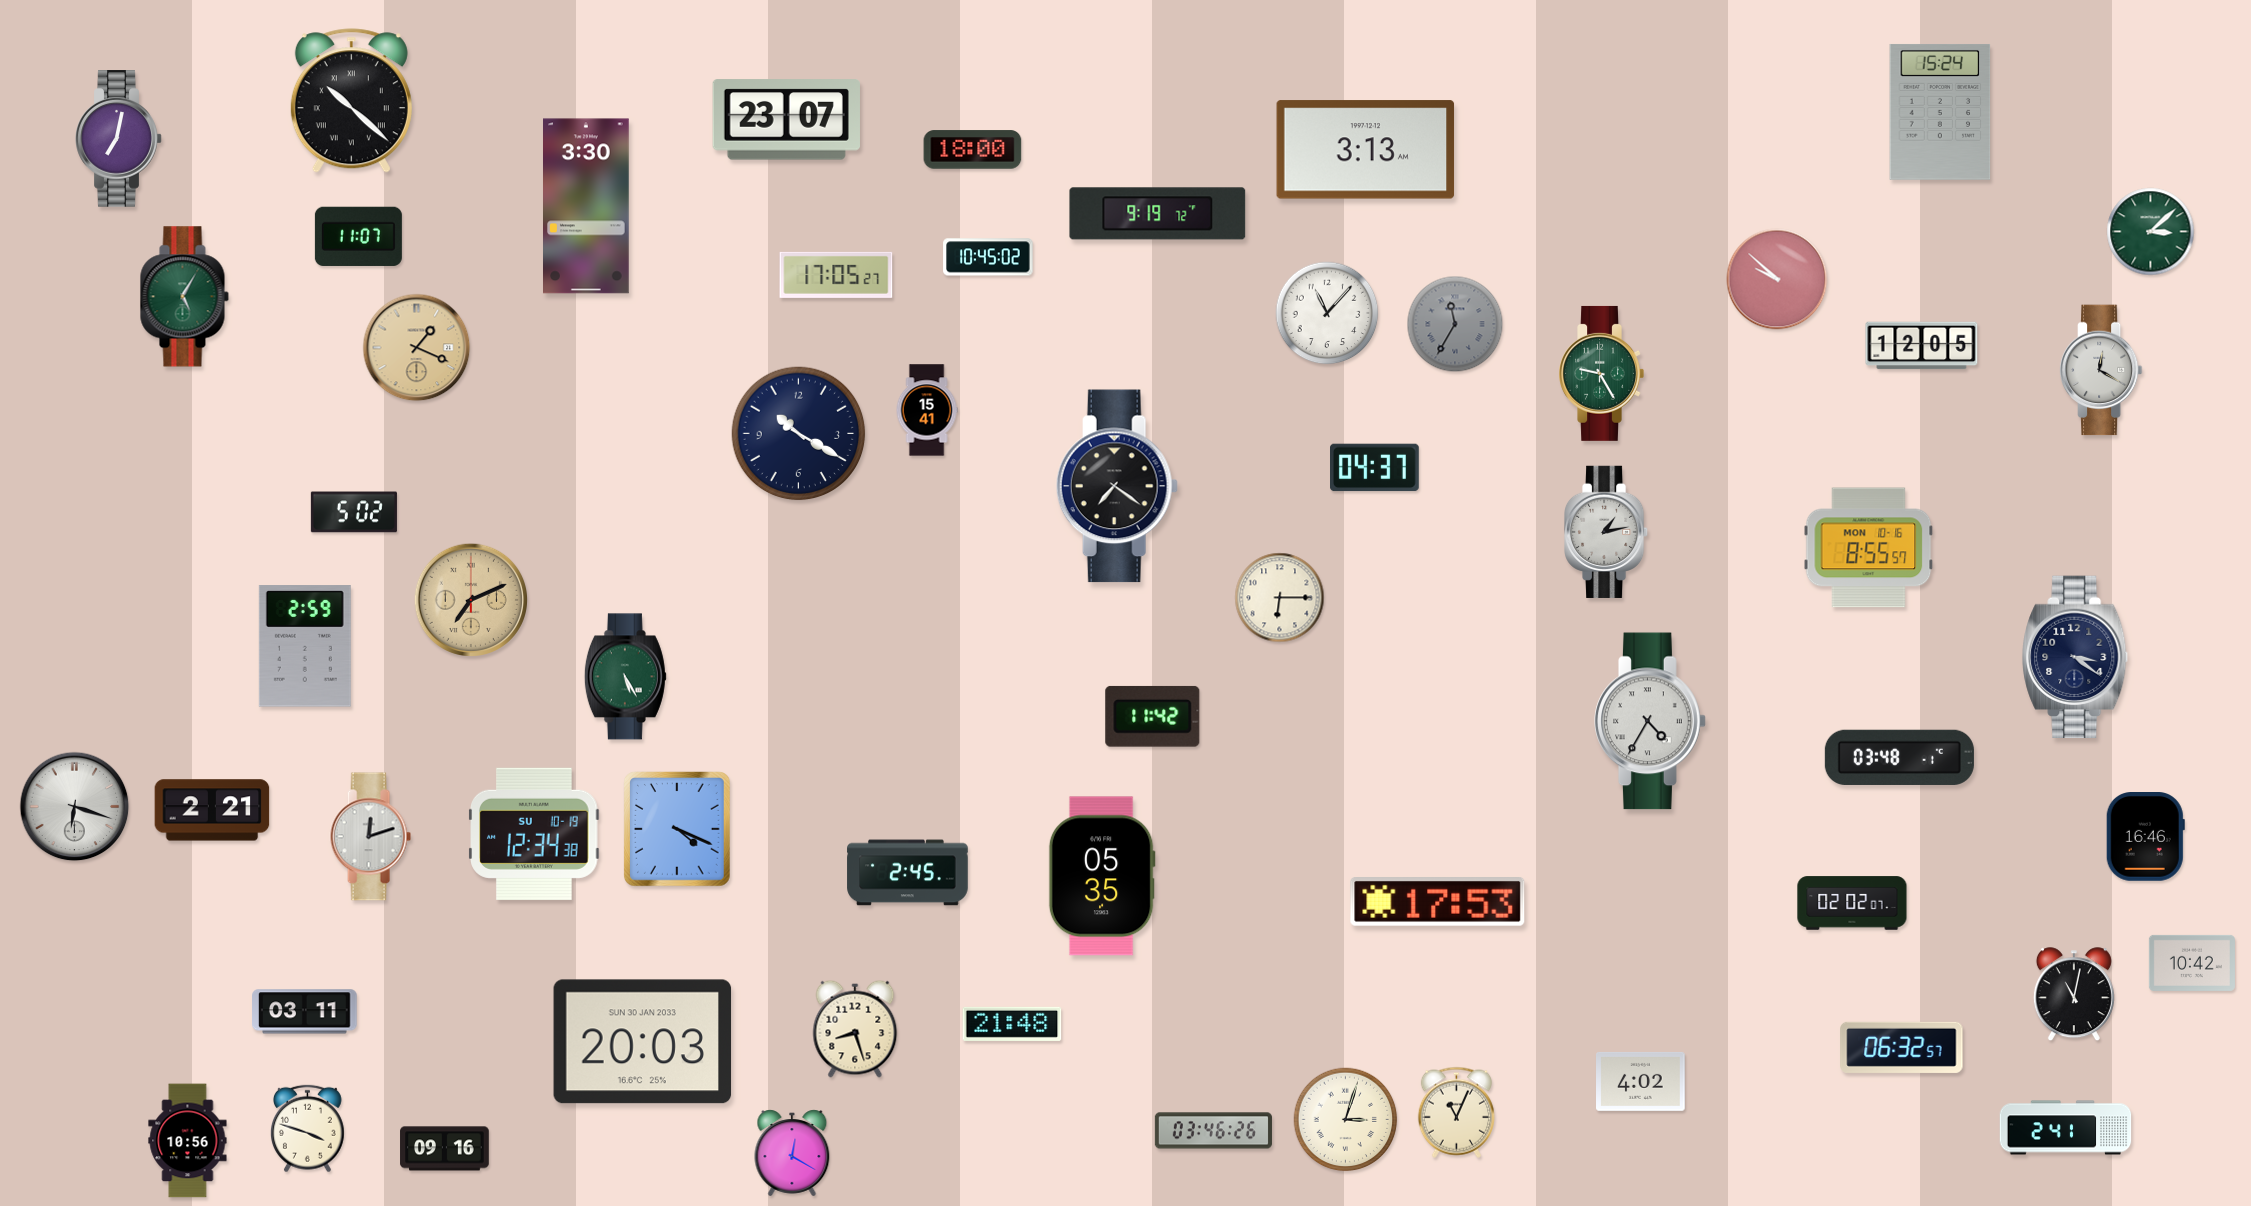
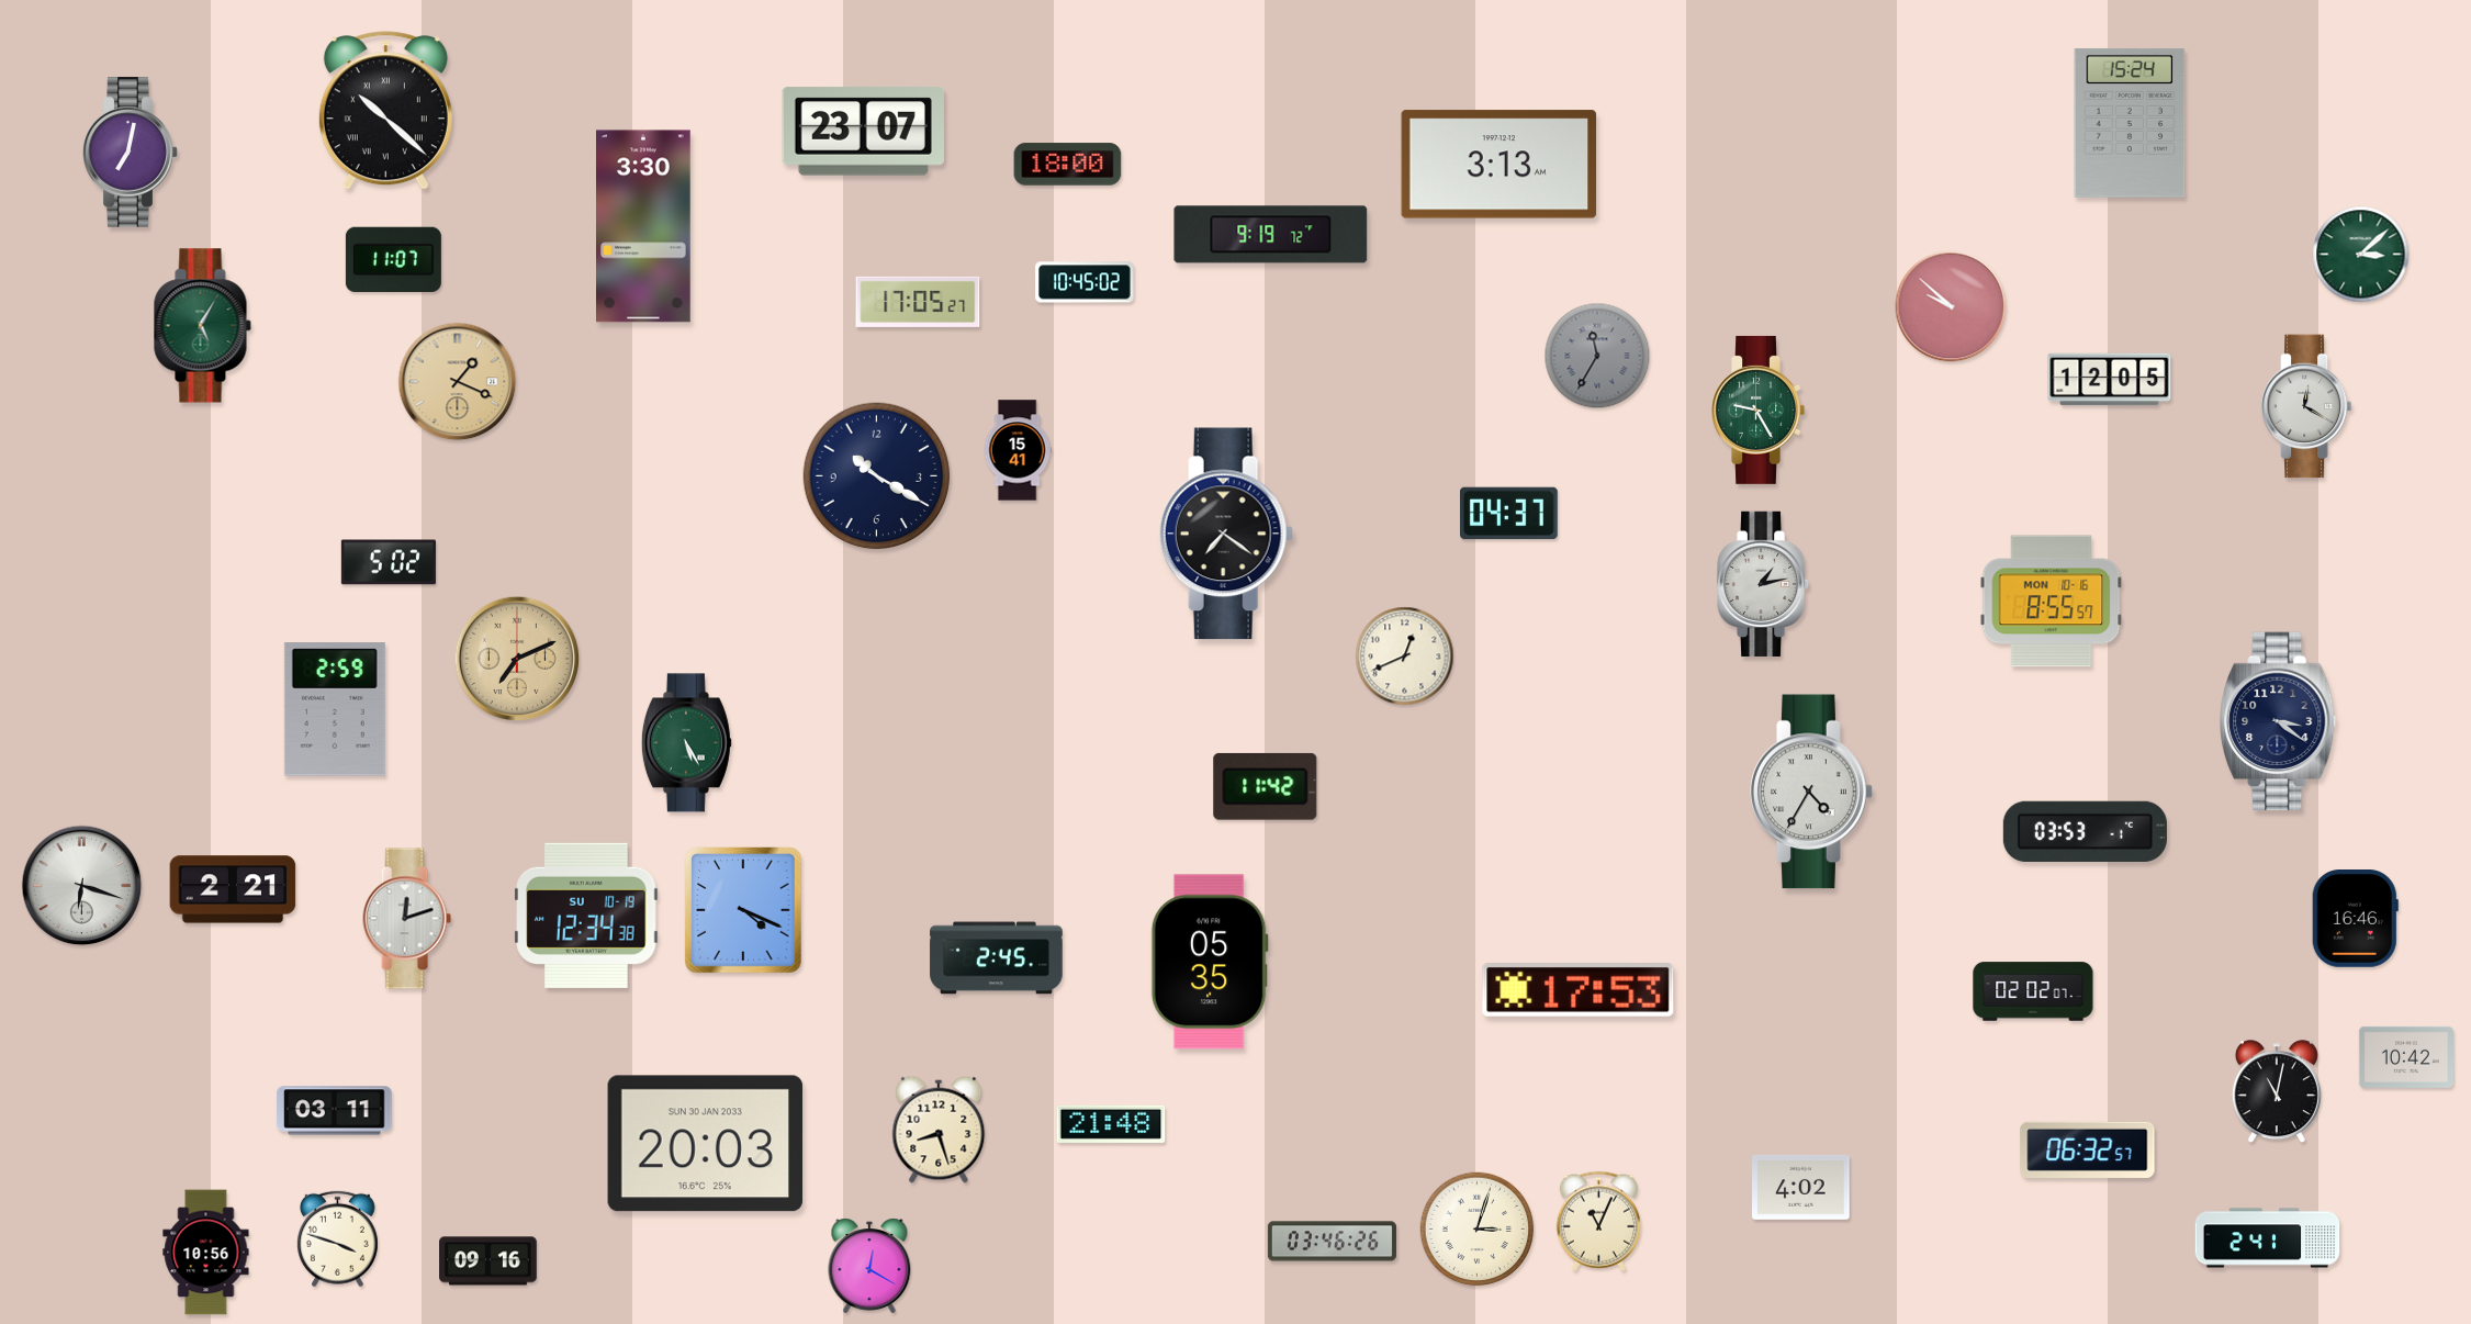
clock at (1327, 313): 11:07 -> none
clock at (1280, 598): 6:15 -> 12:41
clock at (1899, 757): 03:48 -> 03:53
